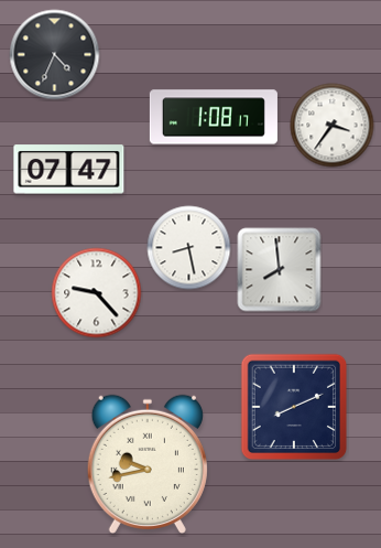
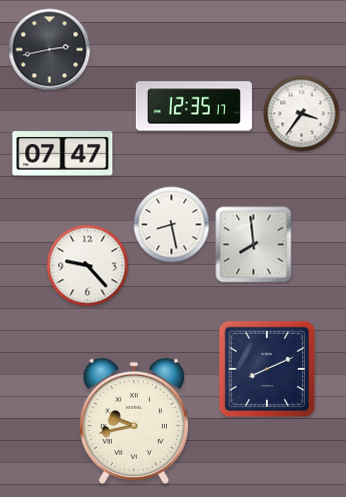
clock at (55, 55): 4:34 -> 2:43
clock at (214, 117): 1:08 -> 12:35
